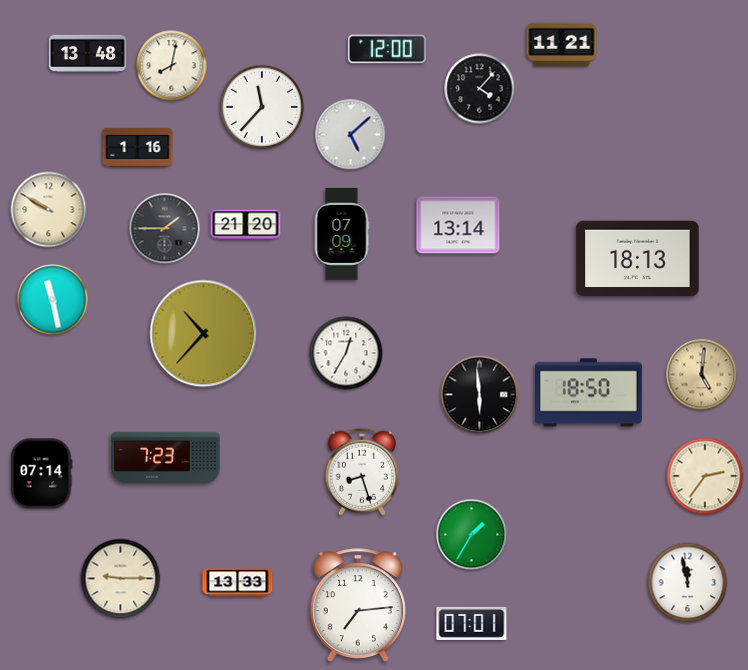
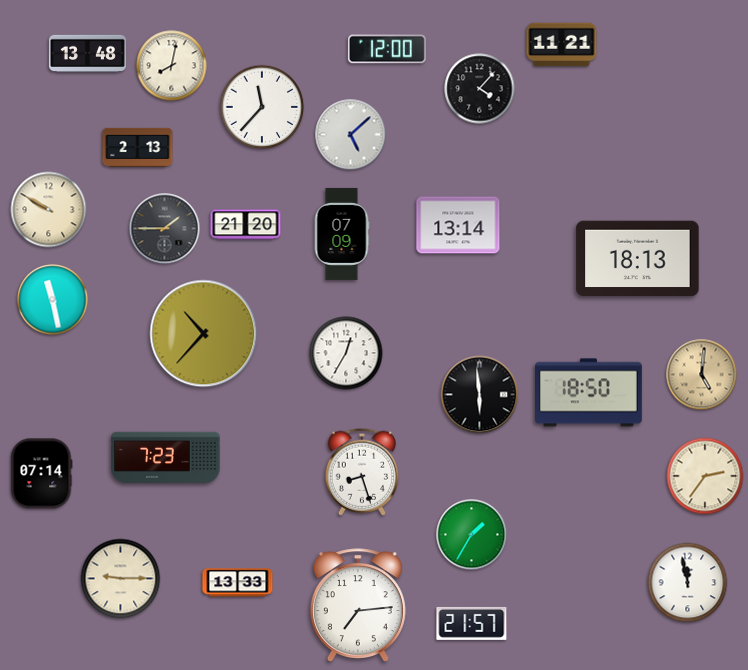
clock at (138, 147): 1:16 -> 2:13
clock at (472, 623): 07:01 -> 21:57
